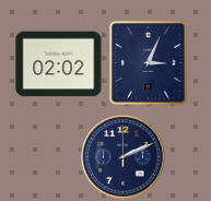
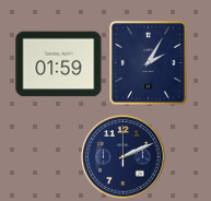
clock at (149, 63): 3:04 -> 2:05
clock at (59, 64): 02:02 -> 01:59
